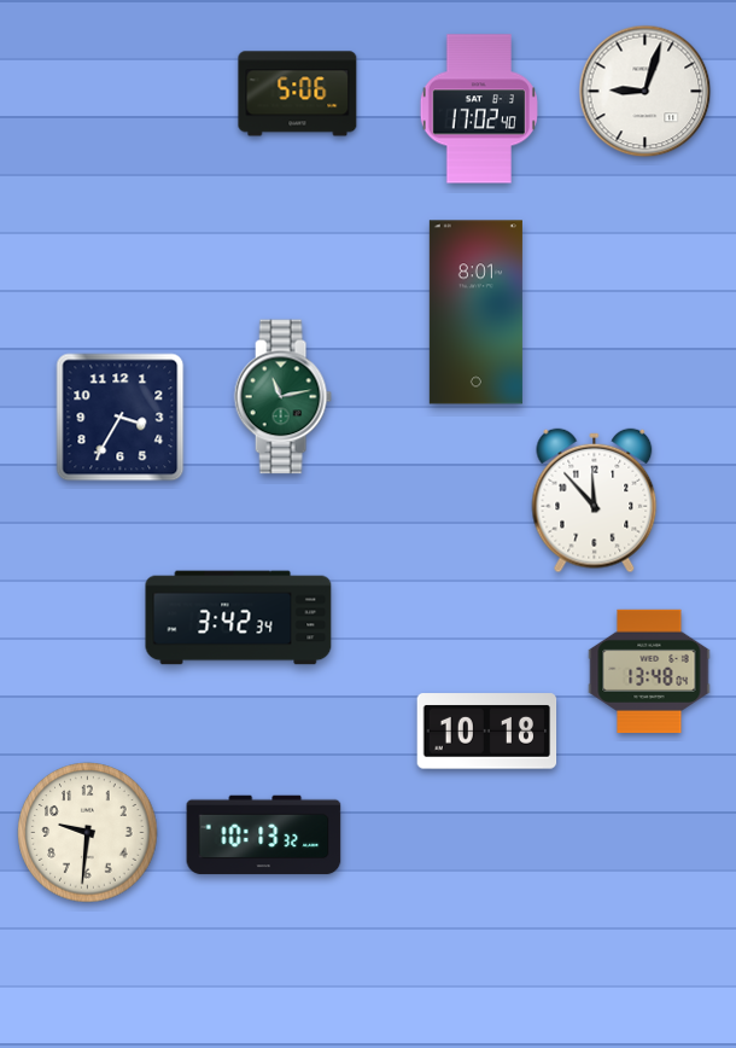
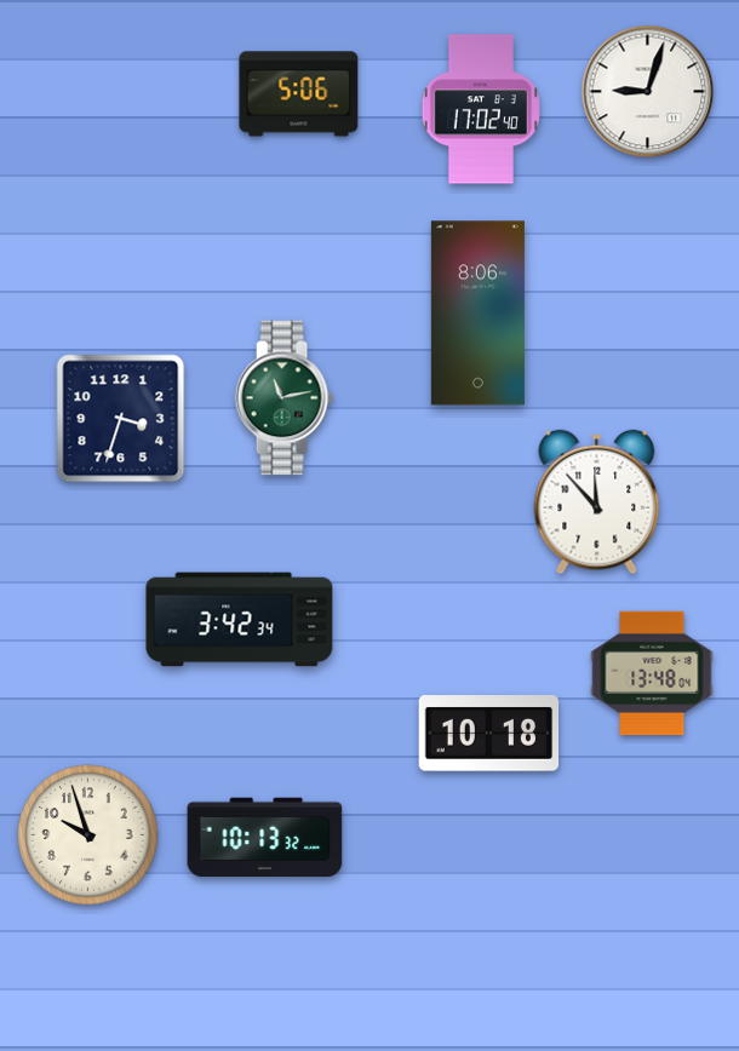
clock at (475, 313): 8:01 -> 8:06
clock at (121, 418): 3:35 -> 3:33
clock at (88, 833): 9:31 -> 9:57
